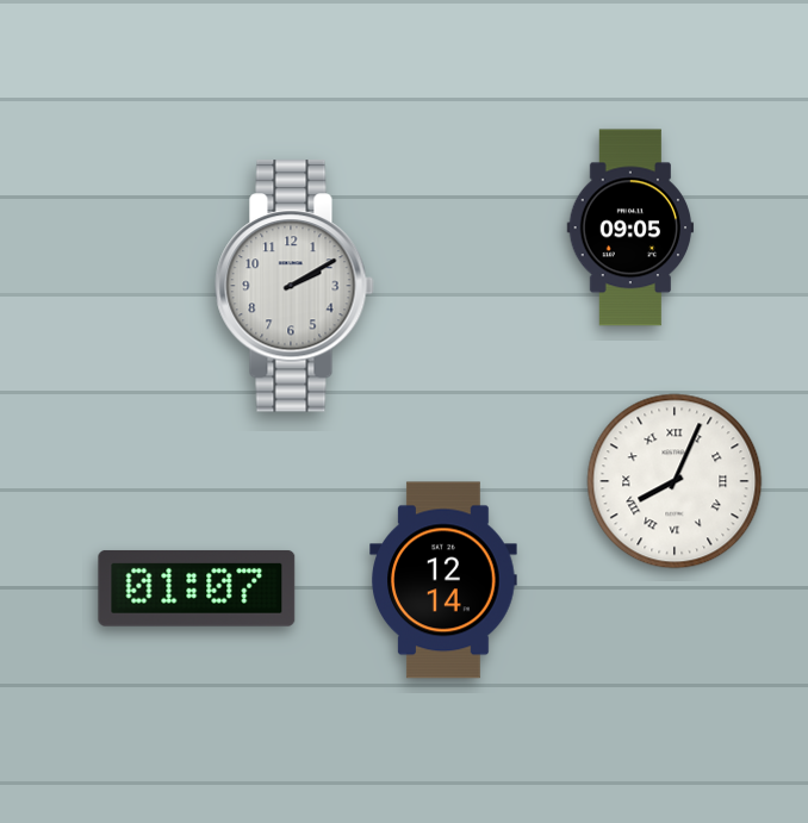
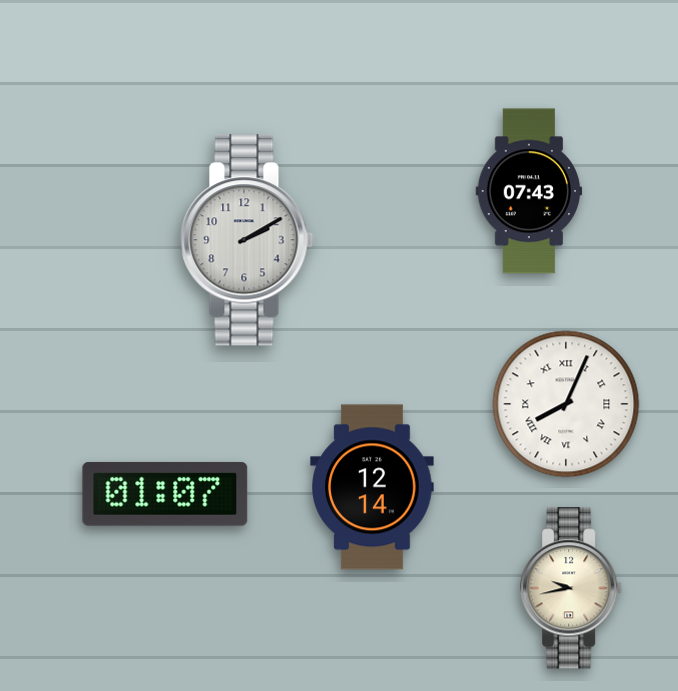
clock at (630, 227): 09:05 -> 07:43
clock at (572, 588): none -> 9:43
